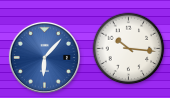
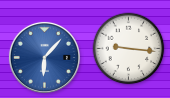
clock at (129, 49): 10:16 -> 9:16
